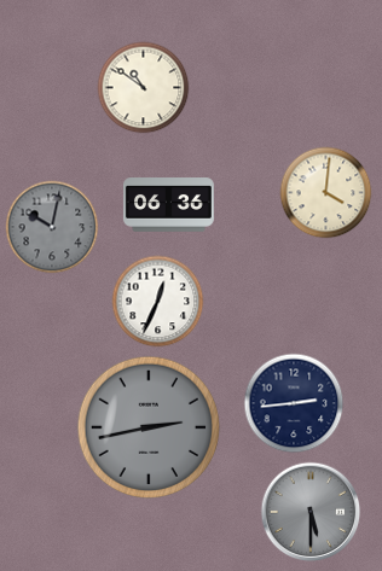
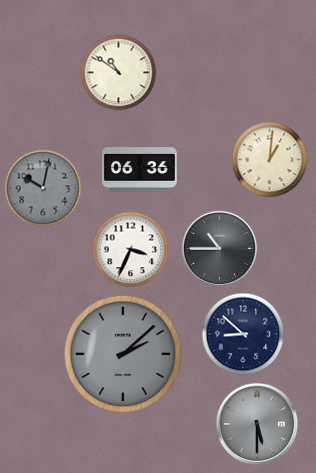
clock at (326, 193): 4:01 -> 1:01
clock at (220, 249): none -> 10:45
clock at (158, 302): 12:34 -> 3:34
clock at (294, 403): 2:44 -> 8:52
clock at (149, 427): 2:43 -> 2:08
